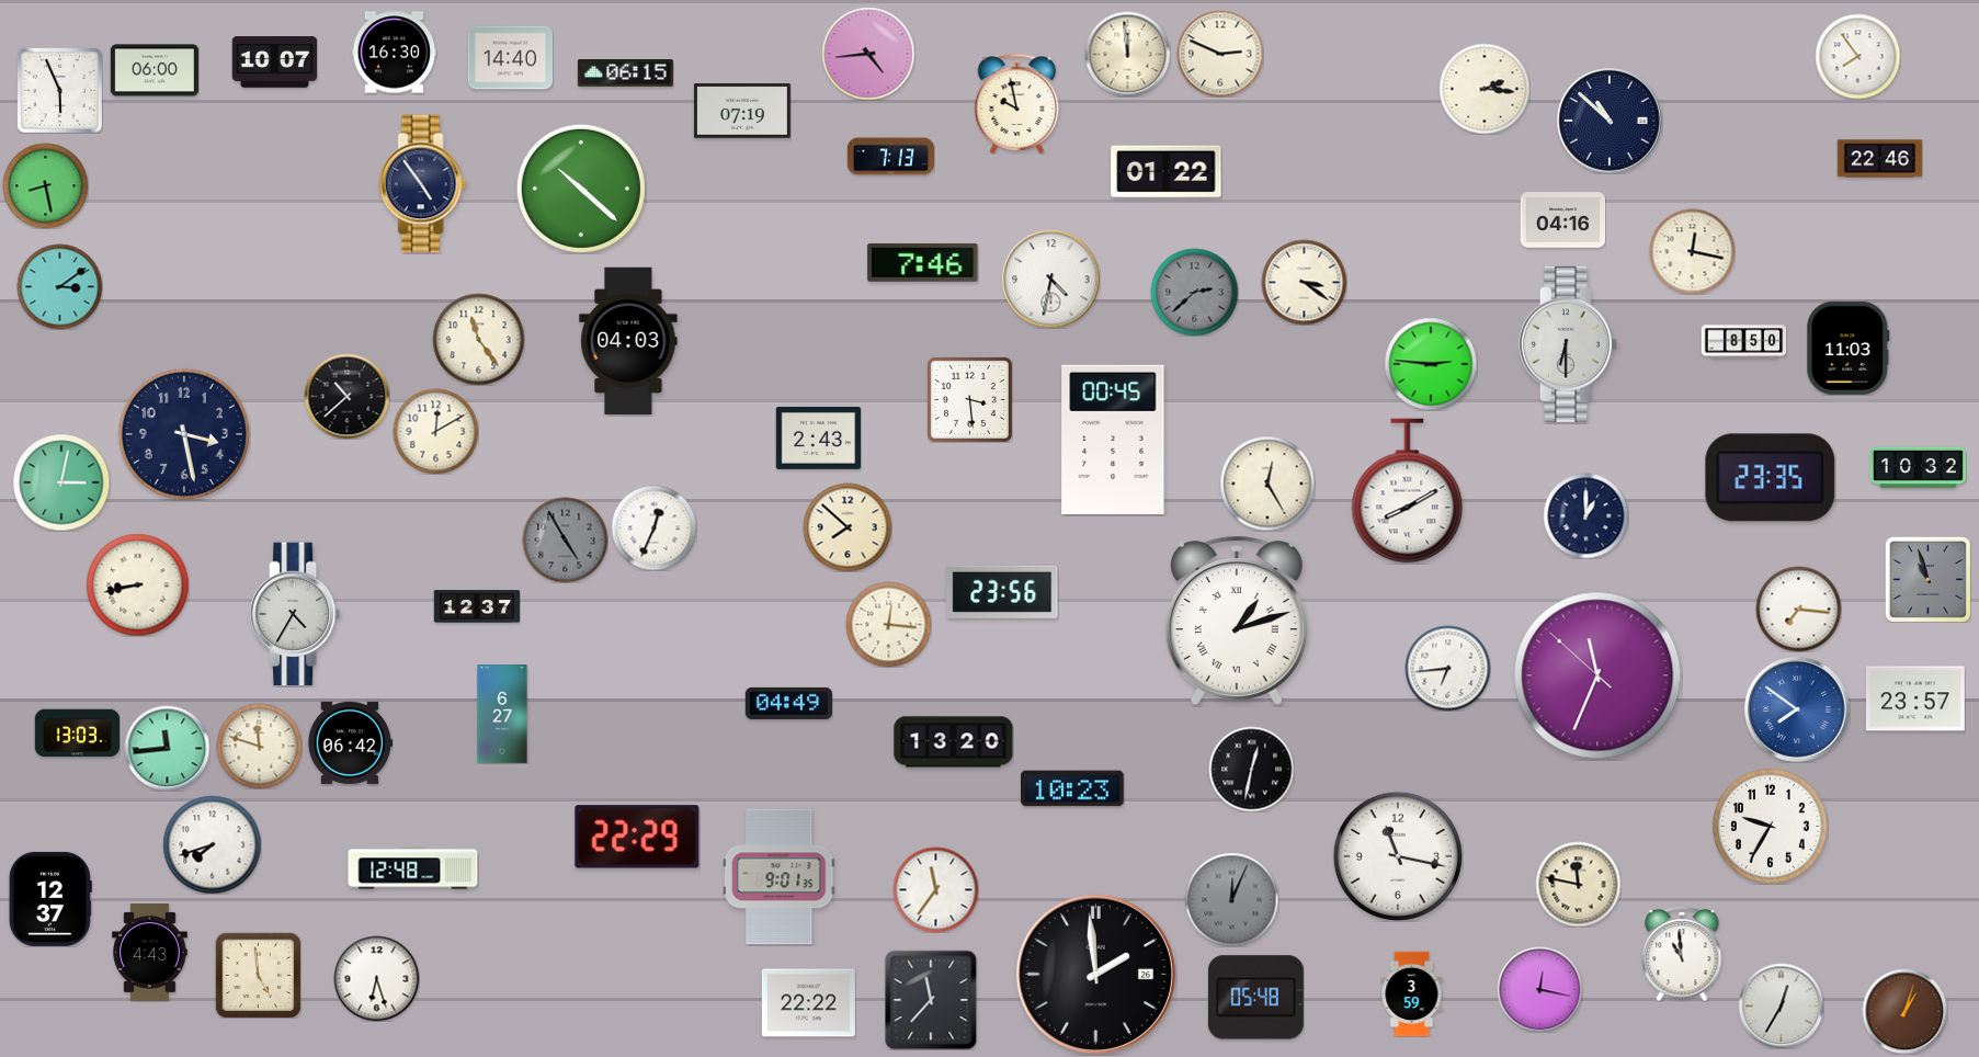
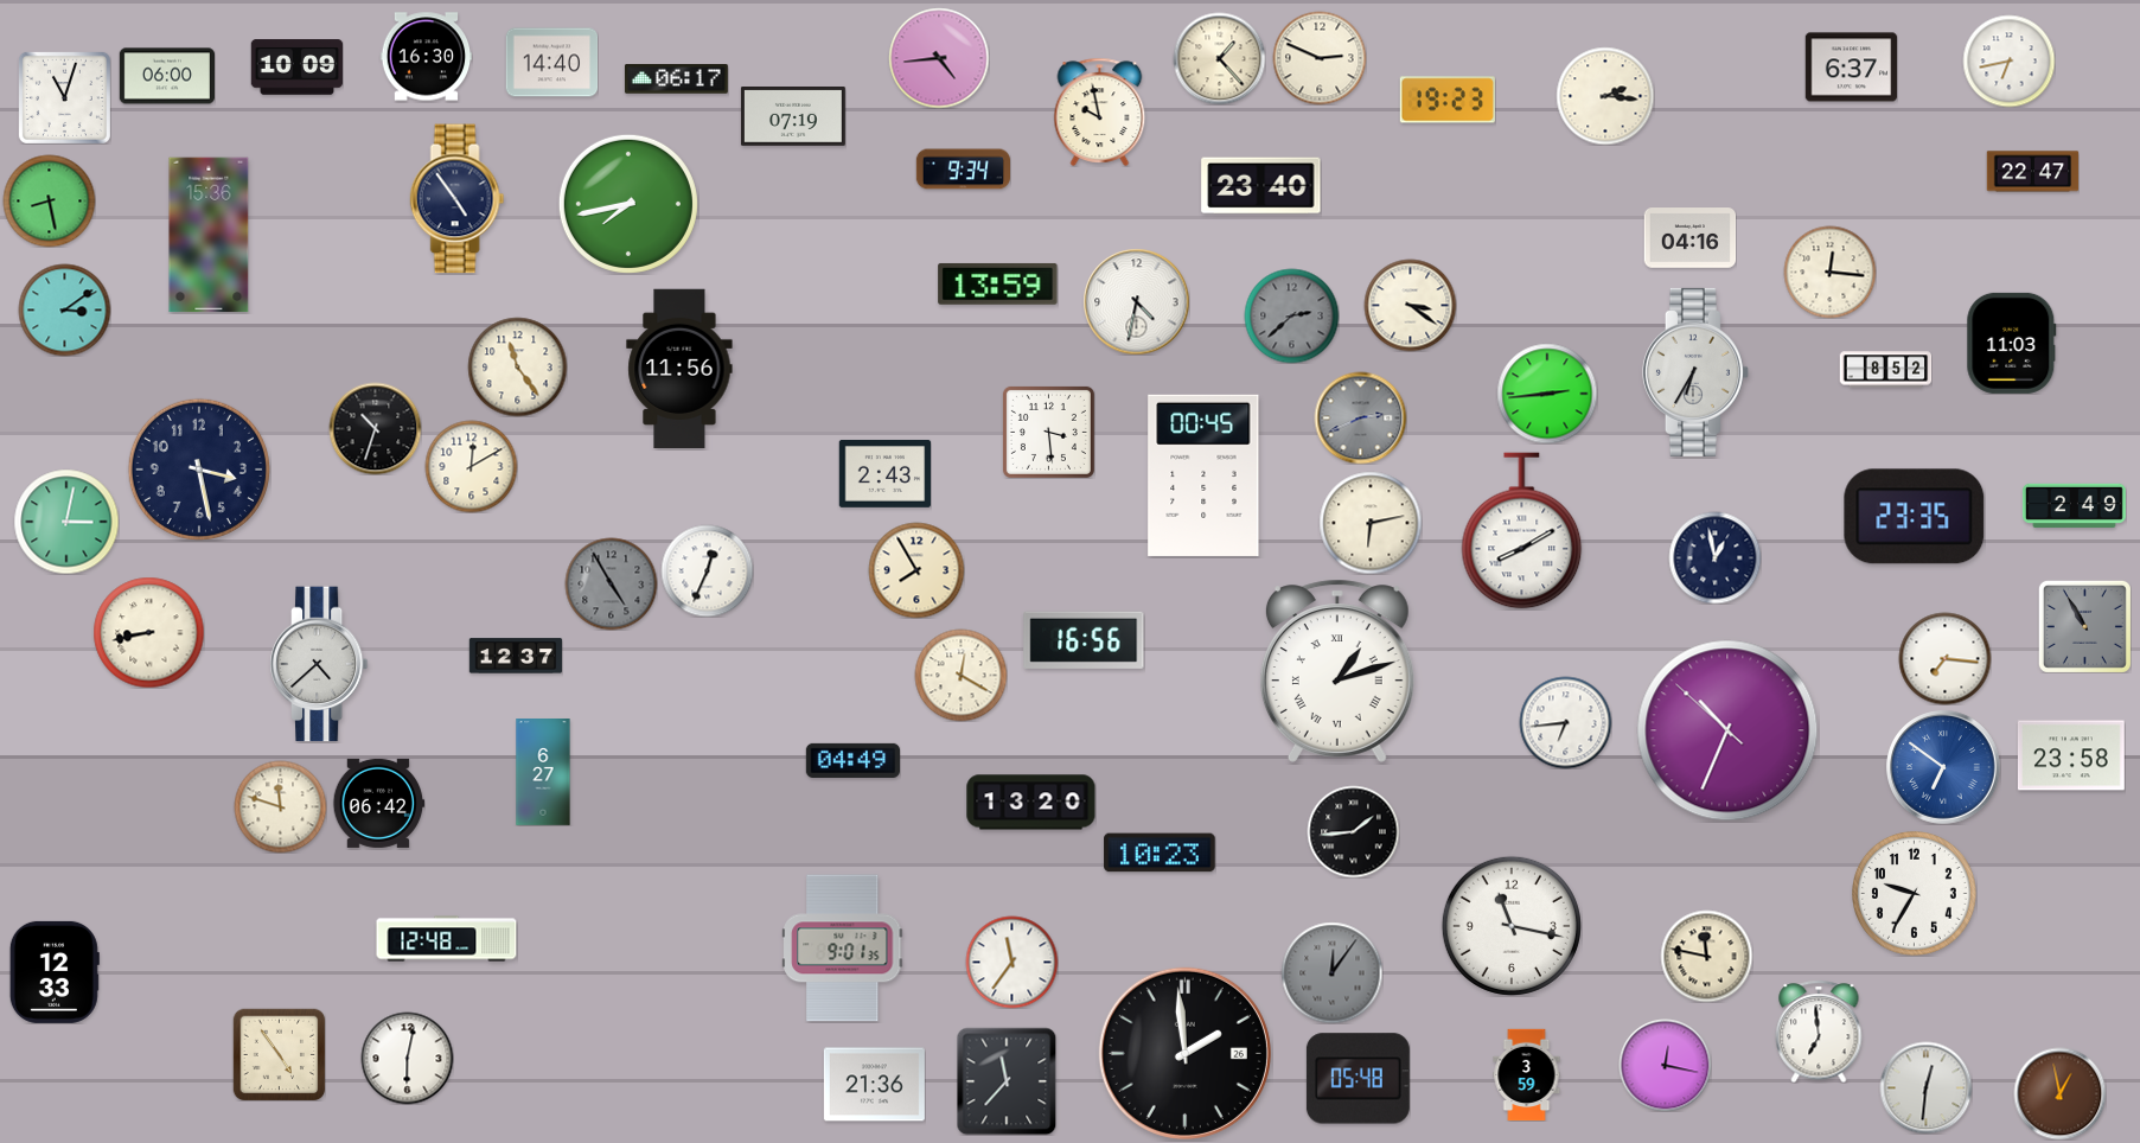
clock at (1127, 54): 11:59 -> 1:23
clock at (1857, 56): 7:54 -> 6:43
clock at (274, 62): 10:07 -> 10:09
clock at (1851, 68): none -> 6:37
clock at (625, 73): 06:15 -> 06:17
clock at (59, 90): 5:56 -> 11:03
clock at (1448, 100): none -> 19:23
clock at (742, 112) position: (742, 112) -> (793, 117)
clock at (1610, 121): 10:52 -> none
clock at (890, 157): 7:13 -> 9:34
clock at (1879, 159): 22:46 -> 22:47
clock at (1167, 172): 01:22 -> 23:40
clock at (581, 189): 10:22 -> 7:43
clock at (209, 235): none -> 15:36
clock at (1692, 251): 12:17 -> 12:16
clock at (923, 262): 7:46 -> 13:59
clock at (628, 340): 04:03 -> 11:56
clock at (1743, 342): 8:50 -> 8:52
clock at (1568, 344): 6:30 -> 6:35
clock at (1849, 348) position: (1849, 348) -> (2012, 343)
clock at (1431, 364): 2:46 -> 2:44
clock at (1360, 417): none -> 2:41
clock at (346, 396): 10:38 -> 10:33
clock at (1918, 467): 10:32 -> 2:49
clock at (1267, 484): 12:25 -> 6:13
clock at (1585, 515): 1:00 -> 12:58
clock at (848, 527): 7:52 -> 7:55
clock at (1927, 579): 10:57 -> 10:55
clock at (1002, 592): 23:56 -> 16:56
clock at (295, 614): 4:35 -> 4:38
clock at (888, 624): 12:16 -> 12:20
clock at (1597, 675): 11:33 -> 10:33
clock at (1915, 698): 23:57 -> 23:58
clock at (1797, 709): 7:51 -> 6:51
clock at (77, 734): 13:03 -> none
clock at (167, 748): 11:44 -> none
clock at (1251, 769): 12:32 -> 1:44
clock at (637, 837): 22:29 -> none
clock at (212, 844): 7:42 -> none
clock at (50, 899): 12:37 -> 12:33
clock at (1231, 899): 12:04 -> 12:06
clock at (150, 953): 4:43 -> none
clock at (1682, 954): 10:59 -> 6:59
clock at (258, 975): 4:59 -> 4:54
clock at (376, 978): 6:27 -> 6:02
clock at (1539, 989) position: (1539, 989) -> (1665, 1065)
clock at (808, 1003): 22:22 -> 21:36
clock at (1781, 1005): 12:35 -> 12:31
clock at (1904, 1011): 1:03 -> 12:58
